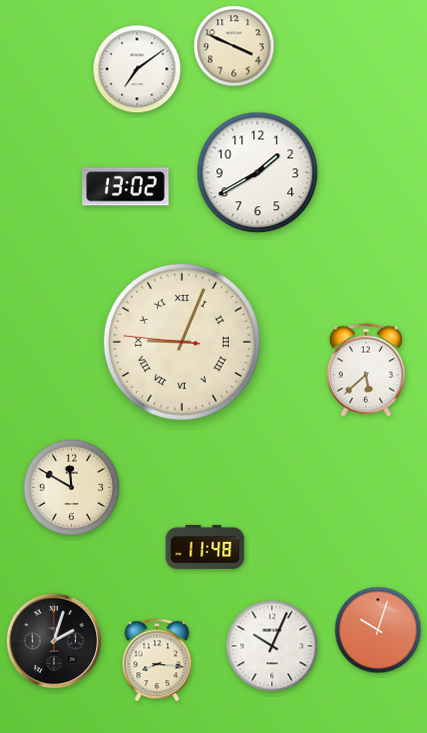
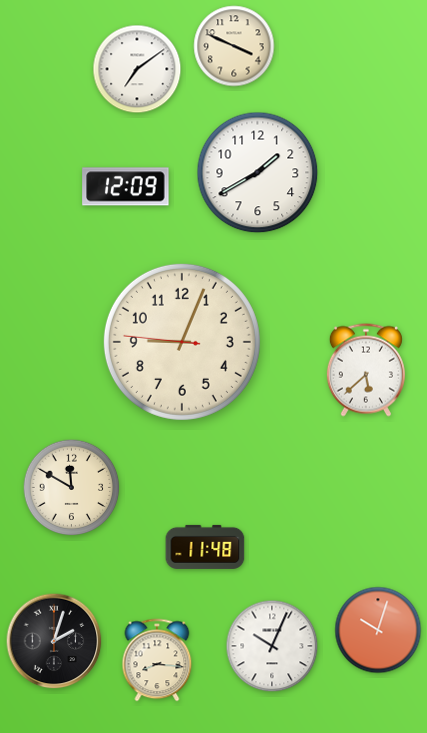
clock at (126, 187): 13:02 -> 12:09
clock at (182, 342) numerals: Roman -> Arabic
